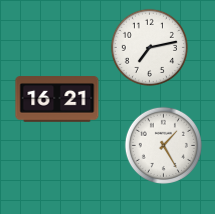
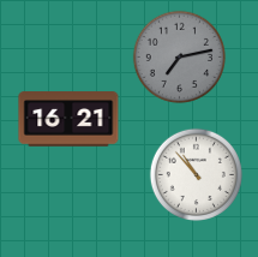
clock at (149, 47) dial: white -> grey
clock at (163, 145): 1:25 -> 10:53
